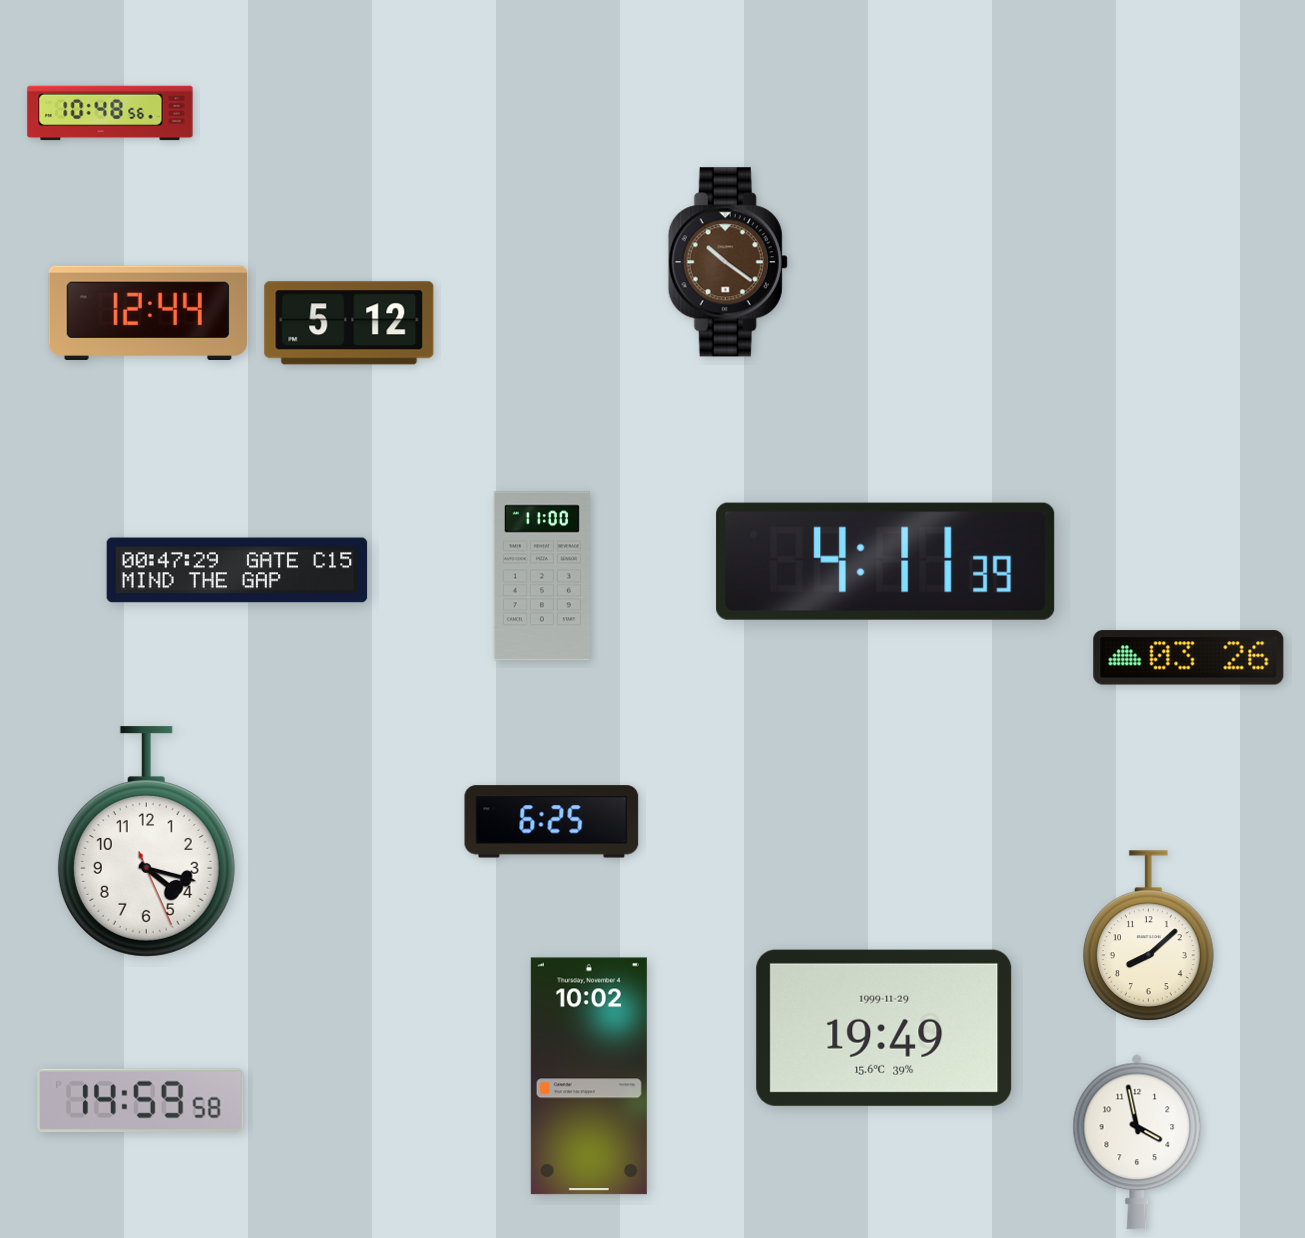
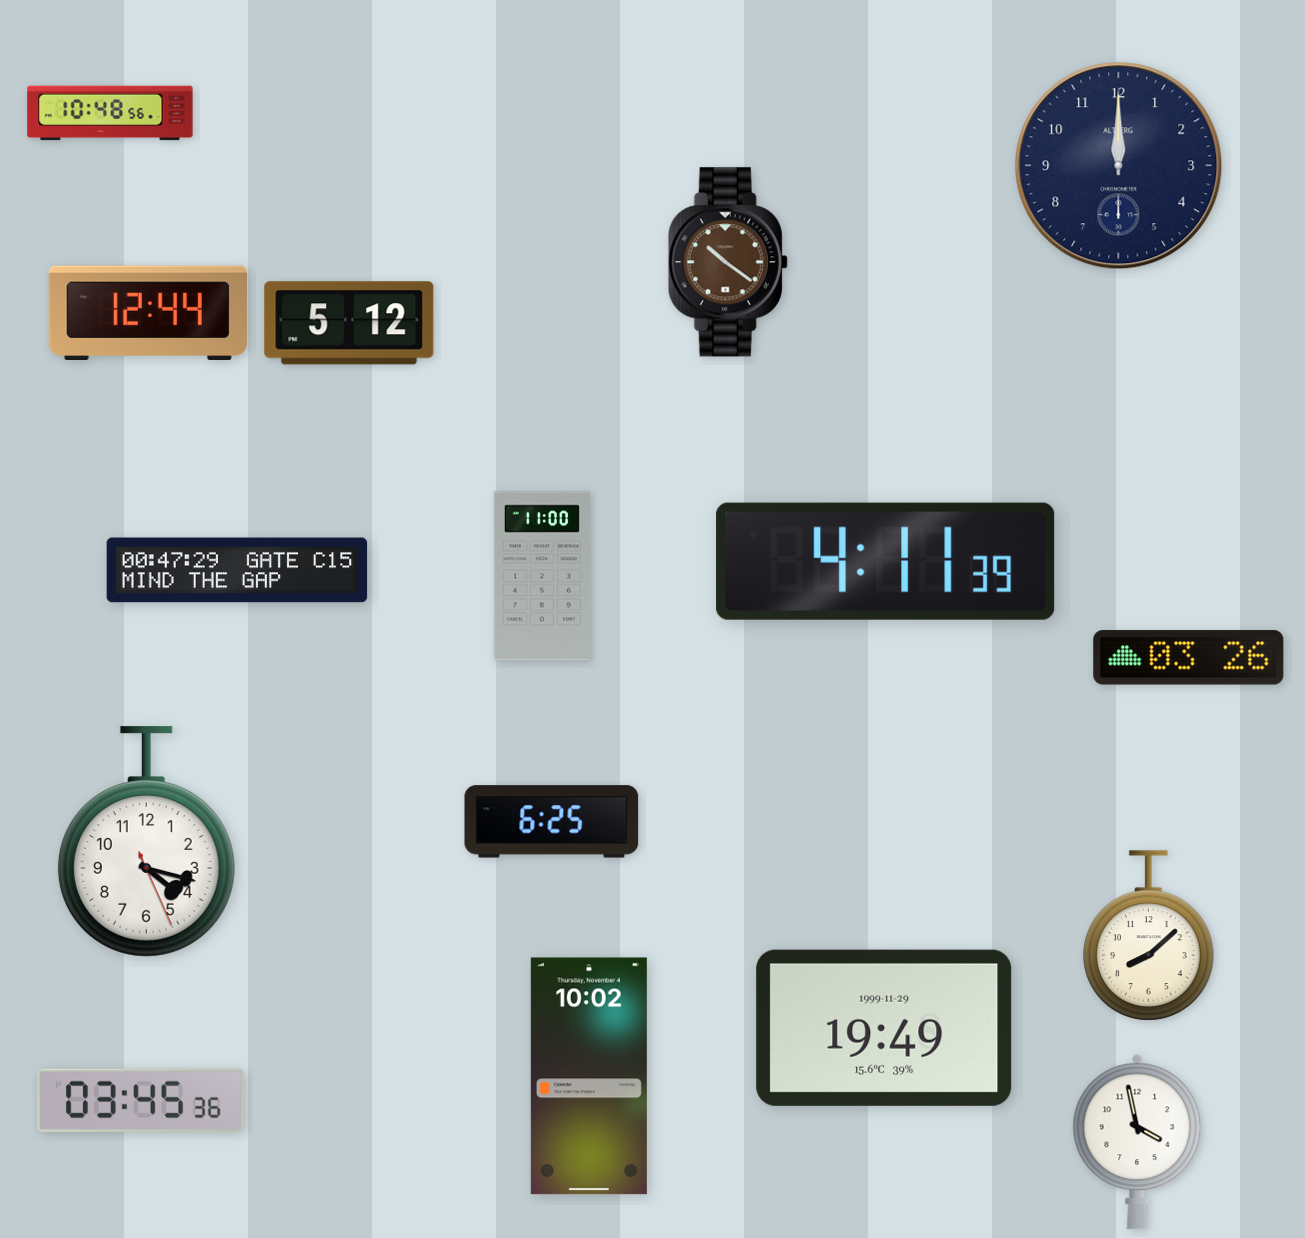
clock at (1119, 166): none -> 12:00
clock at (141, 1101): 14:59 -> 03:45
